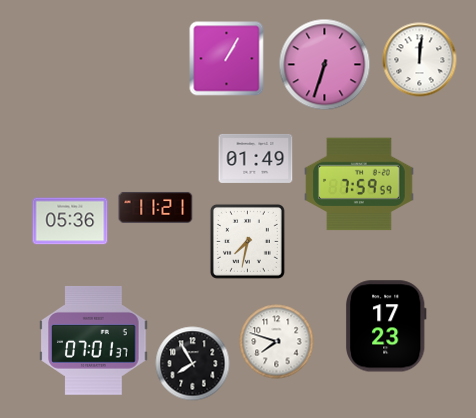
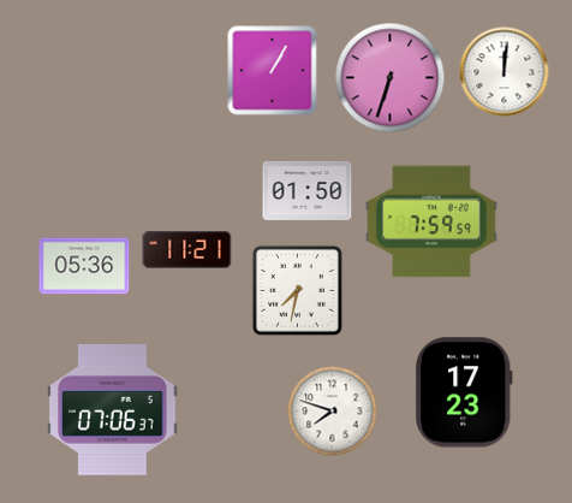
clock at (256, 158): 01:49 -> 01:50
clock at (94, 340): 07:01 -> 07:06
clock at (193, 364): 7:55 -> none
